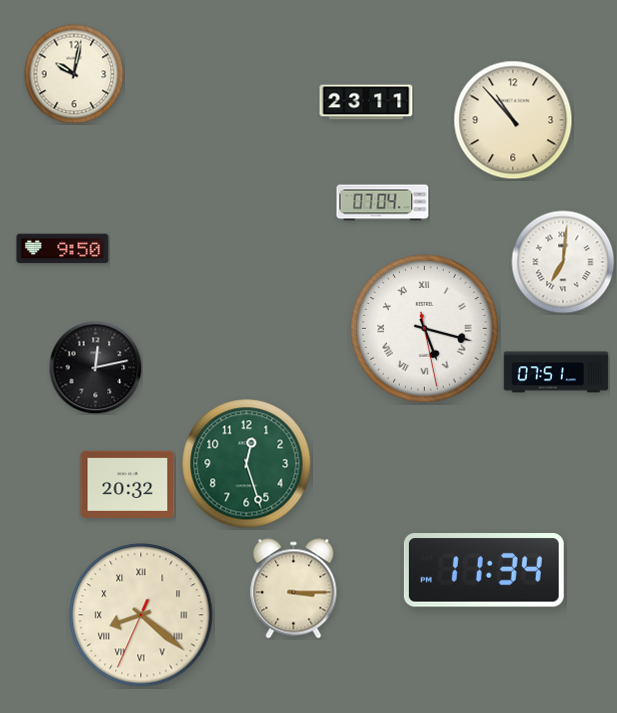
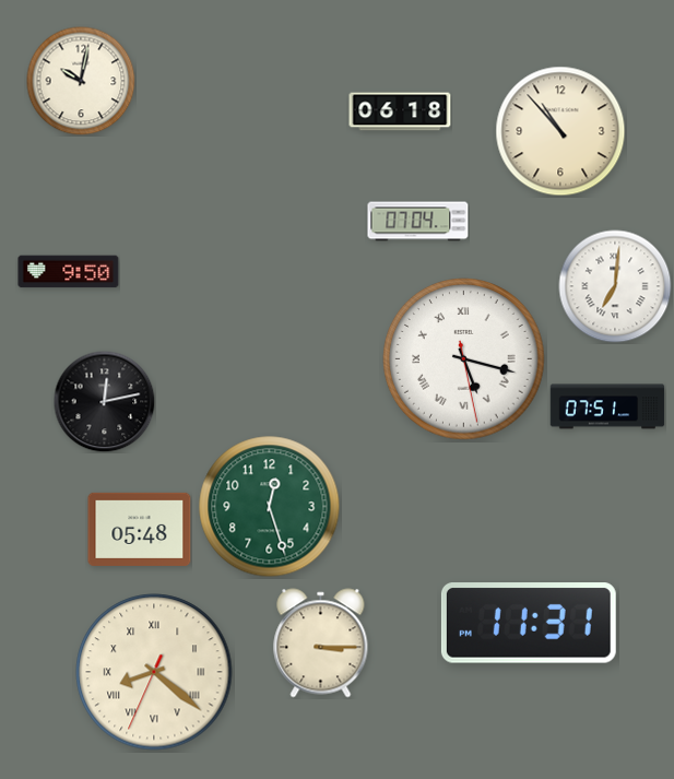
clock at (366, 102): 23:11 -> 06:18
clock at (128, 484): 20:32 -> 05:48
clock at (484, 570): 11:34 -> 11:31
